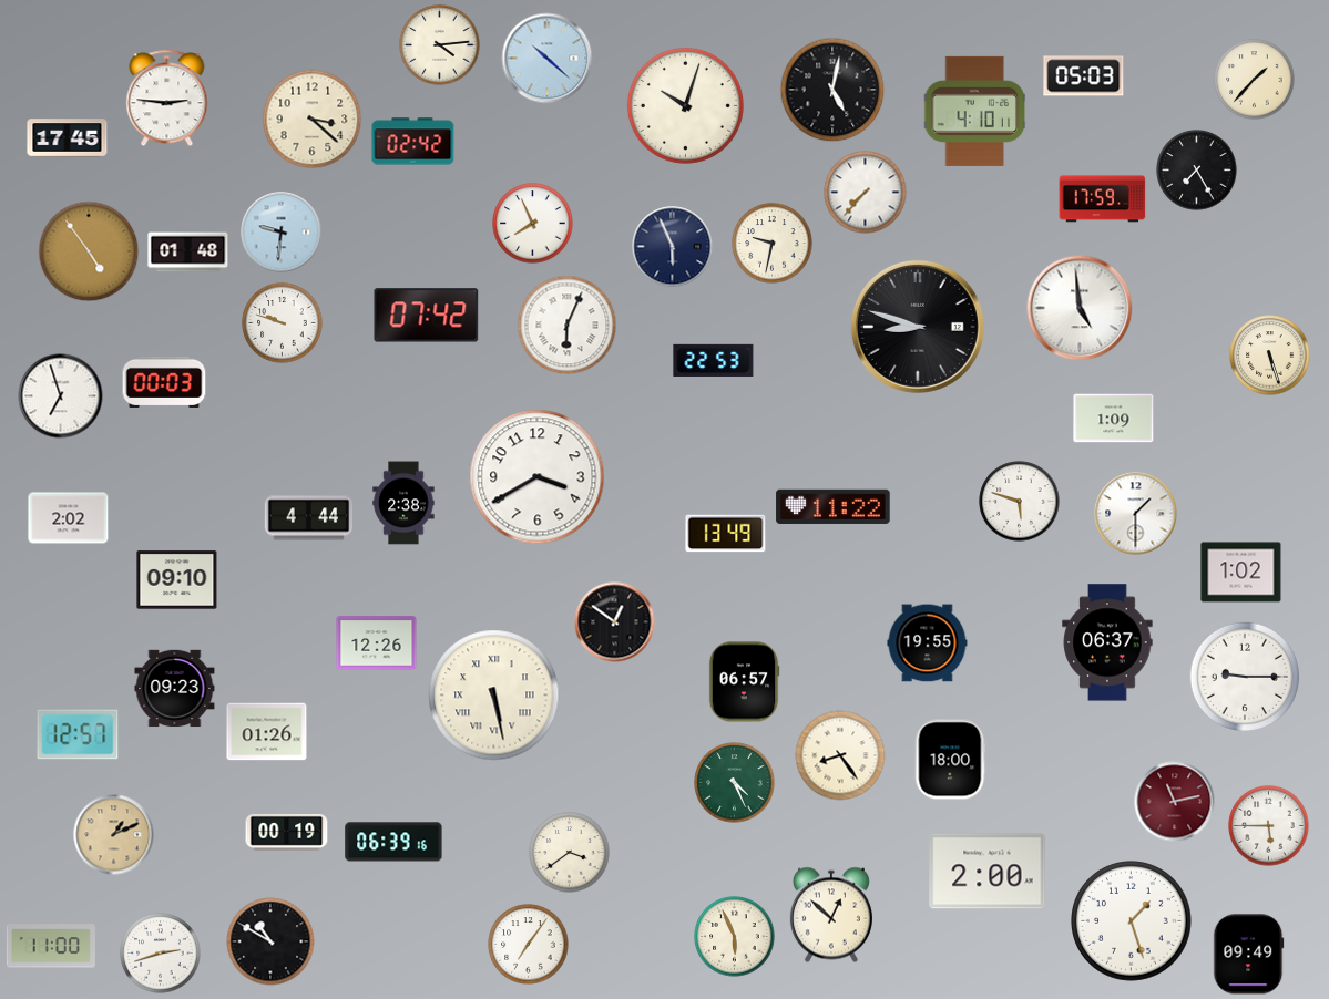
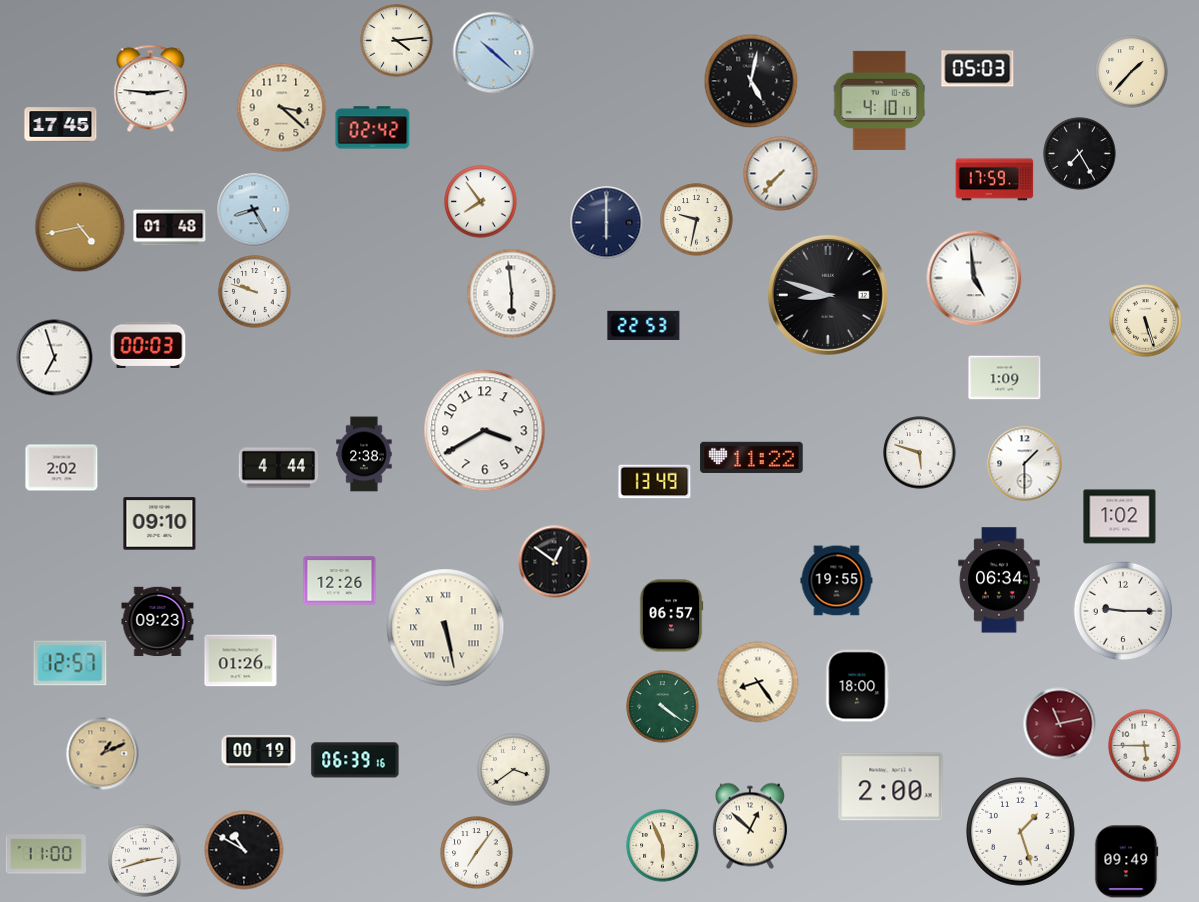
clock at (685, 105): 10:03 -> none
clock at (533, 224): 7:56 -> 7:54
clock at (282, 233): 9:31 -> 8:25
clock at (673, 247): 5:56 -> 6:00
clock at (89, 251): 4:54 -> 4:43
clock at (427, 316): 07:42 -> none
clock at (568, 326): 6:04 -> 5:59
clock at (1107, 642): 06:37 -> 06:34
clock at (735, 783): 4:26 -> 4:21
